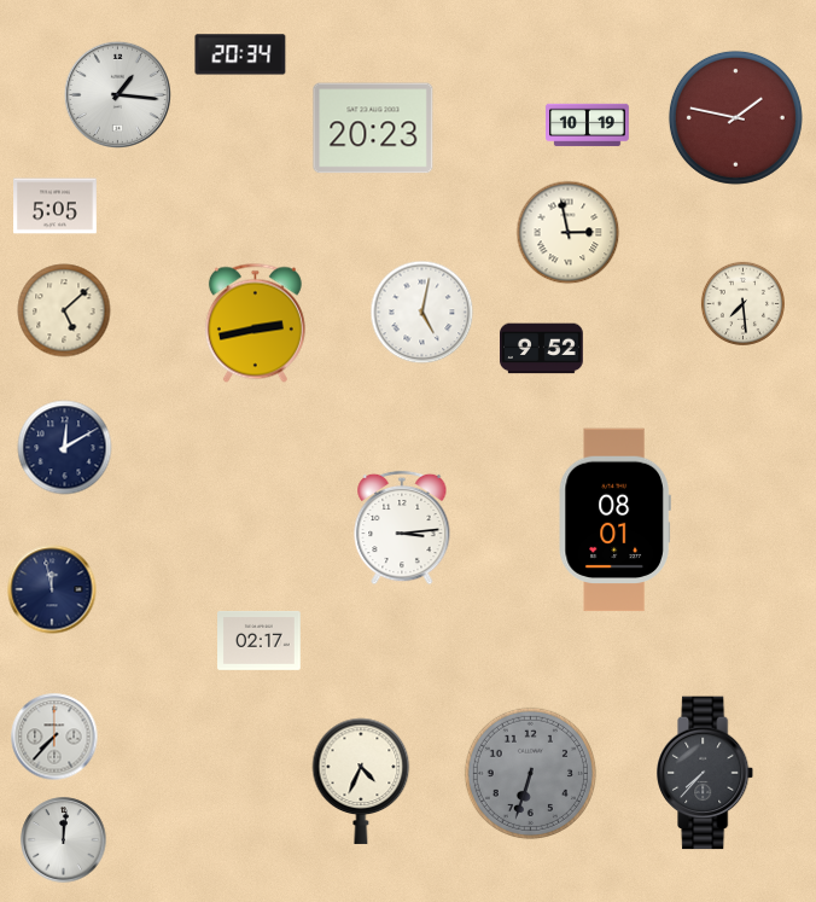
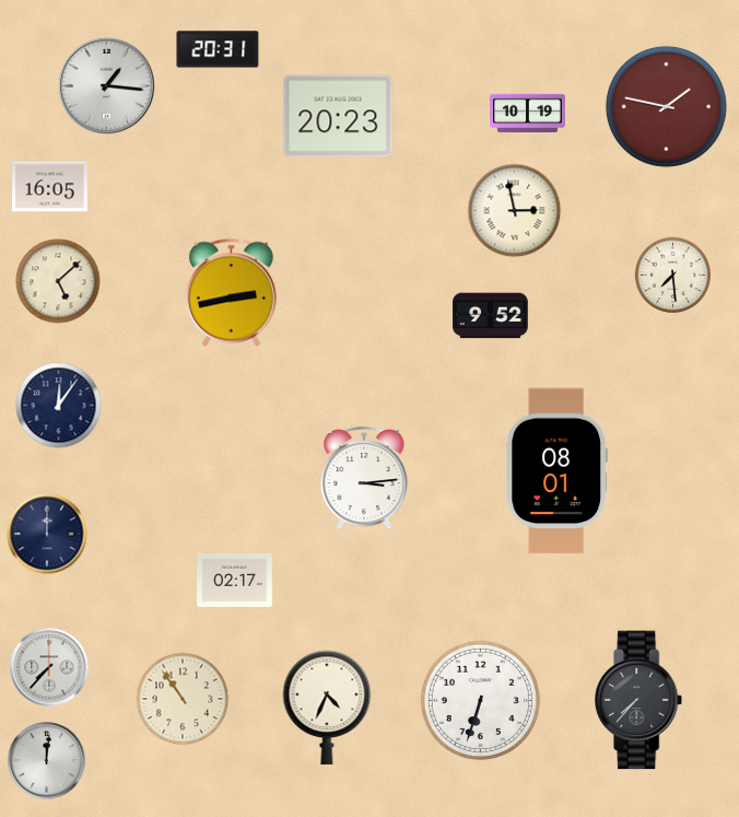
clock at (240, 54): 20:34 -> 20:31
clock at (588, 126) position: (588, 126) -> (528, 114)
clock at (56, 206): 5:05 -> 16:05
clock at (422, 313): 5:02 -> none
clock at (65, 448): 12:10 -> 12:06
clock at (52, 589): 11:58 -> 12:00
clock at (183, 699): none -> 10:54
clock at (530, 773) dial: grey -> white
clock at (64, 840) position: (64, 840) -> (47, 761)
